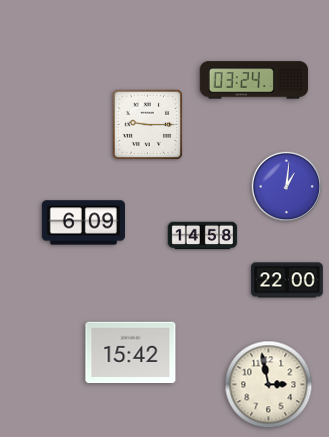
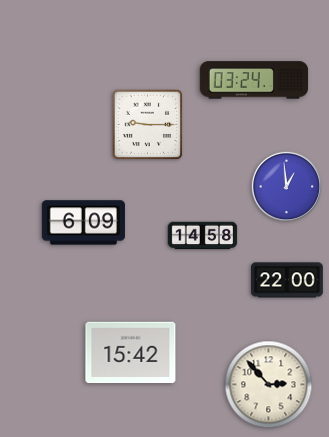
clock at (286, 186): 1:01 -> 12:59
clock at (269, 385): 2:58 -> 2:53
